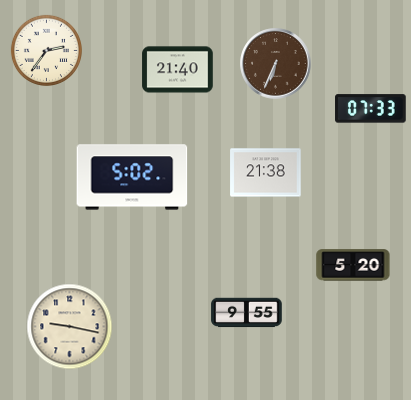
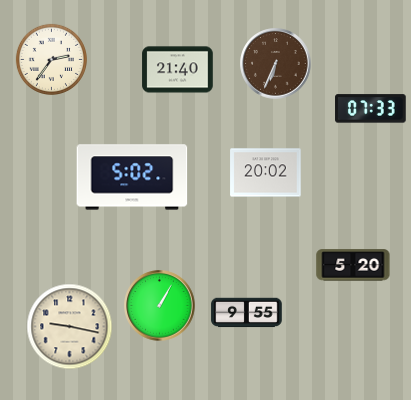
clock at (46, 50) position: (46, 50) -> (51, 59)
clock at (266, 173): 21:38 -> 20:02
clock at (160, 306): none -> 1:05
